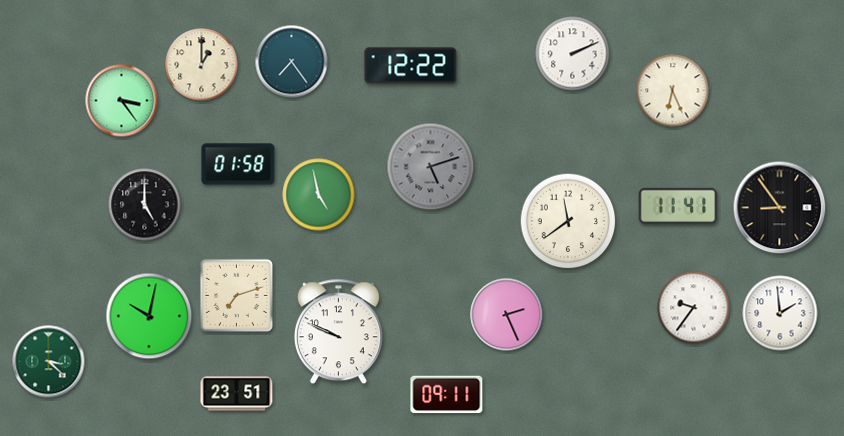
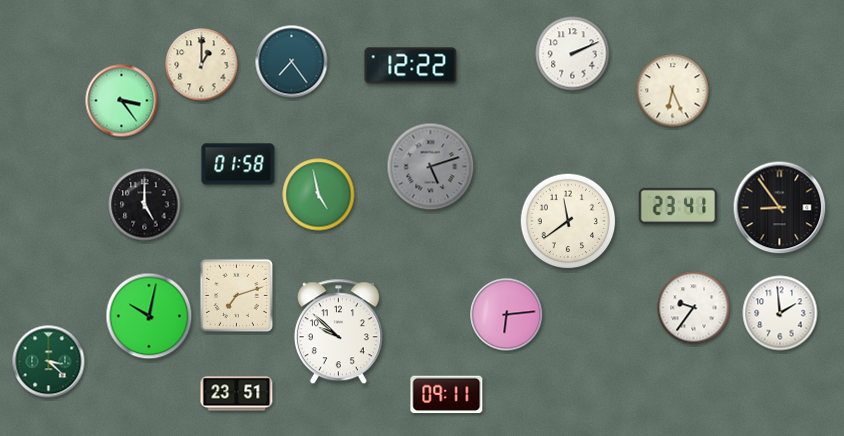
clock at (678, 206): 11:41 -> 23:41
clock at (507, 315): 2:26 -> 6:14
clock at (338, 332): 9:49 -> 9:52
